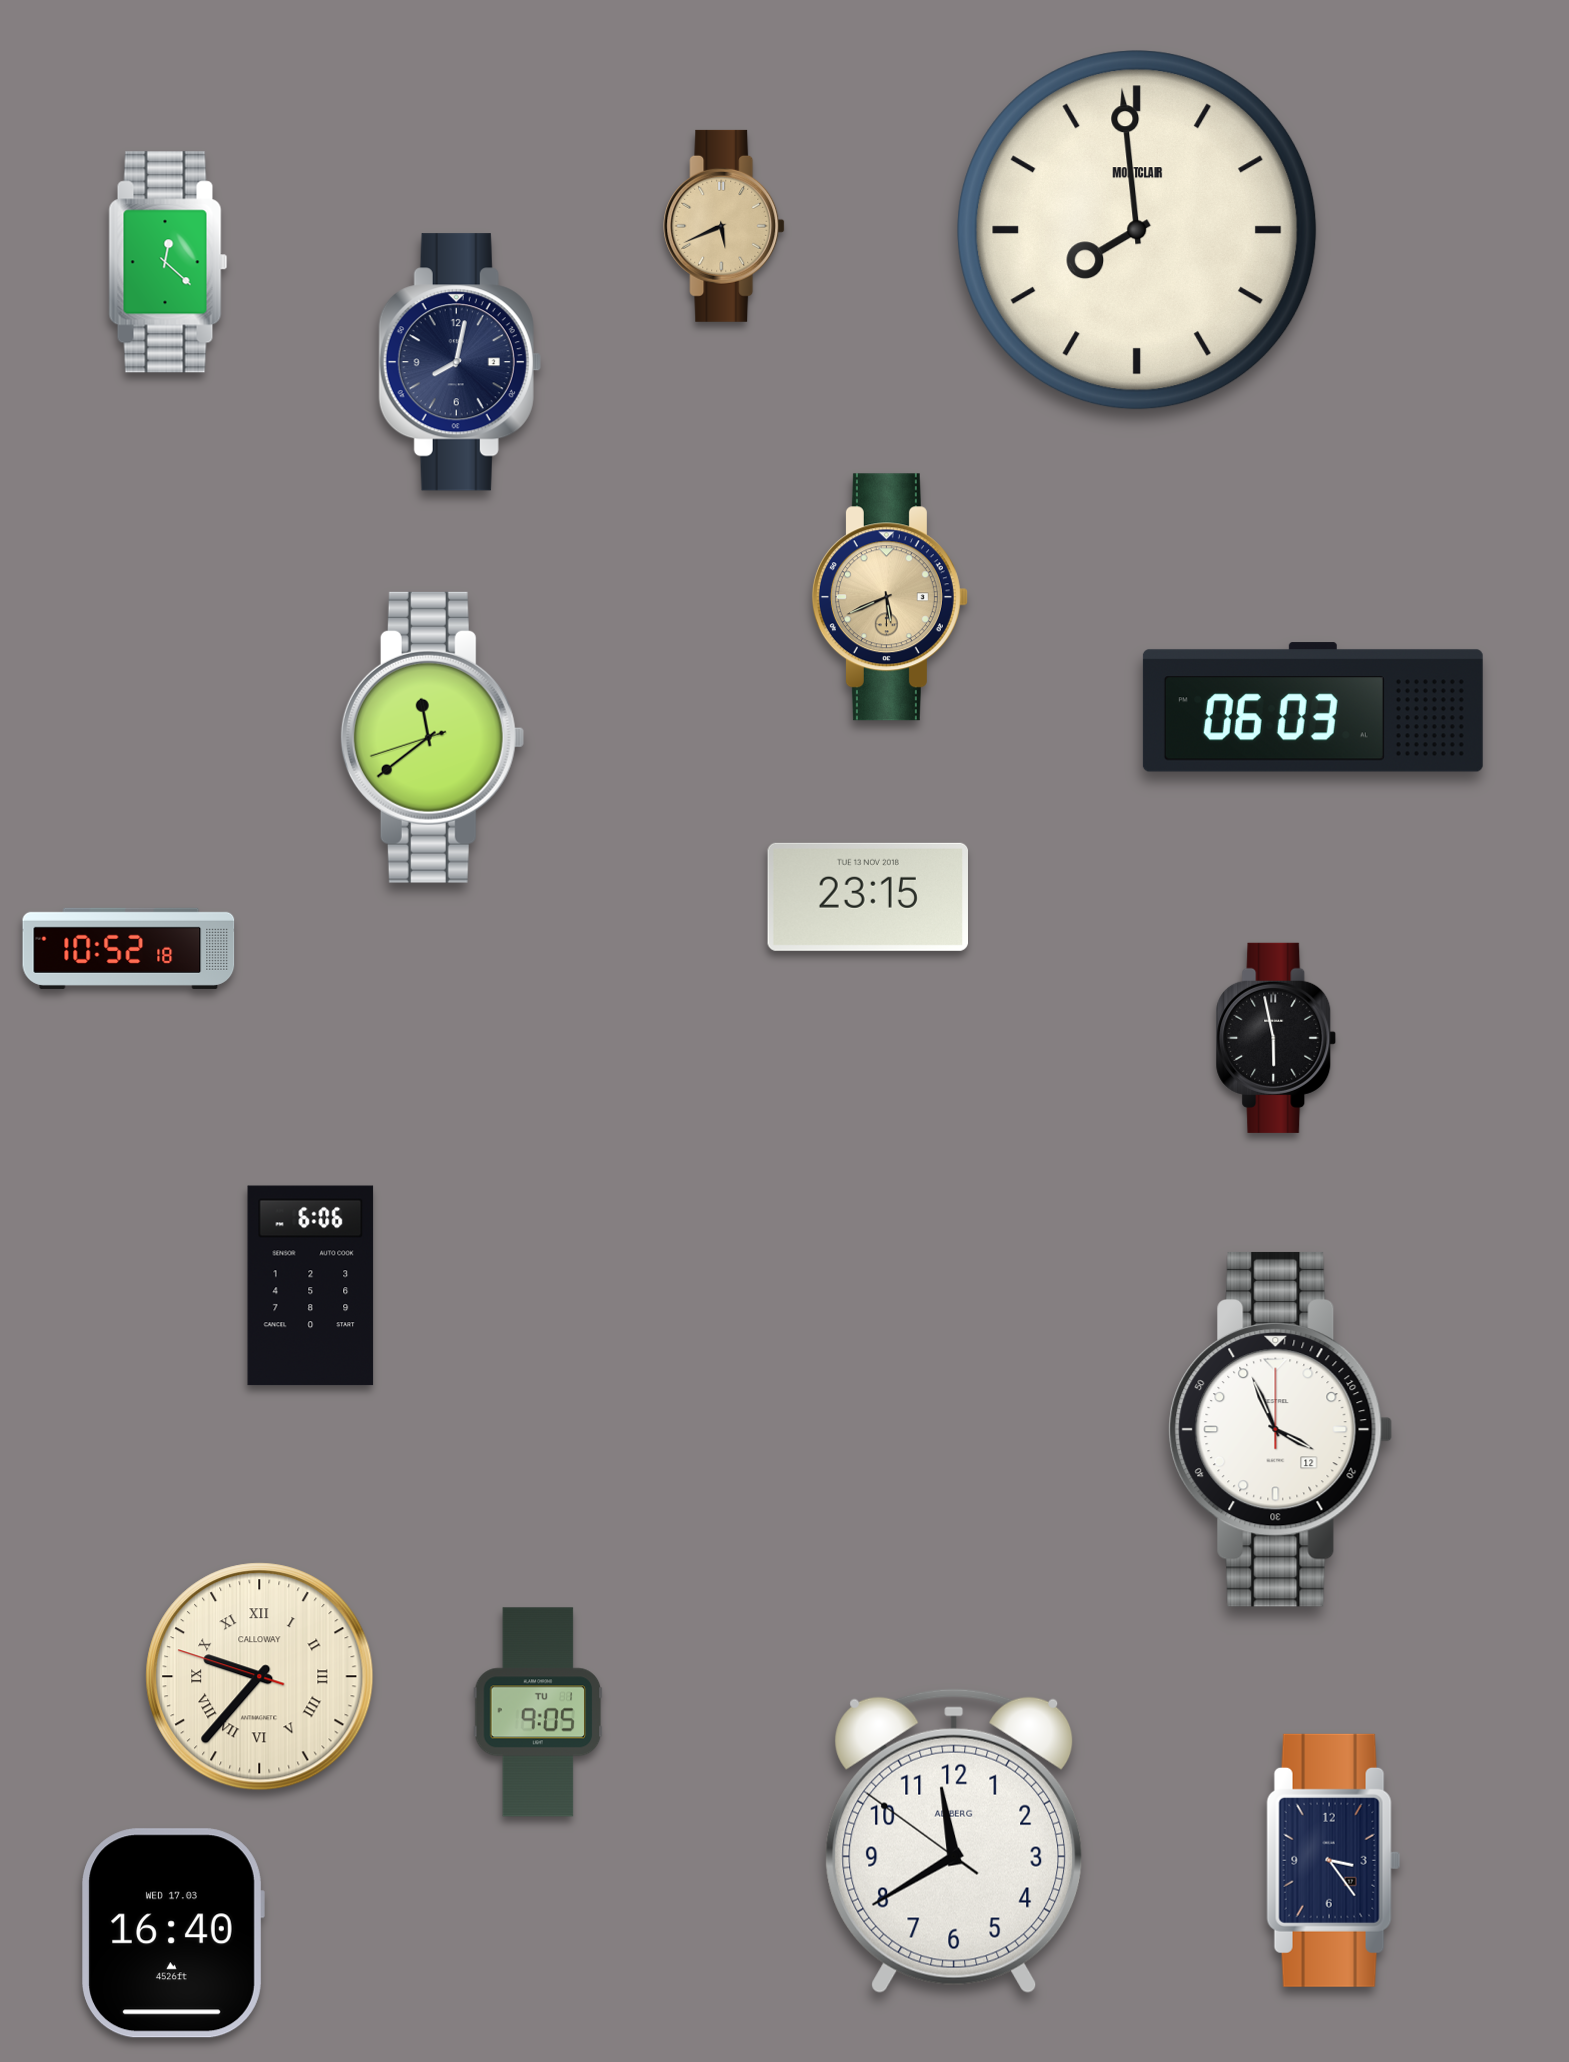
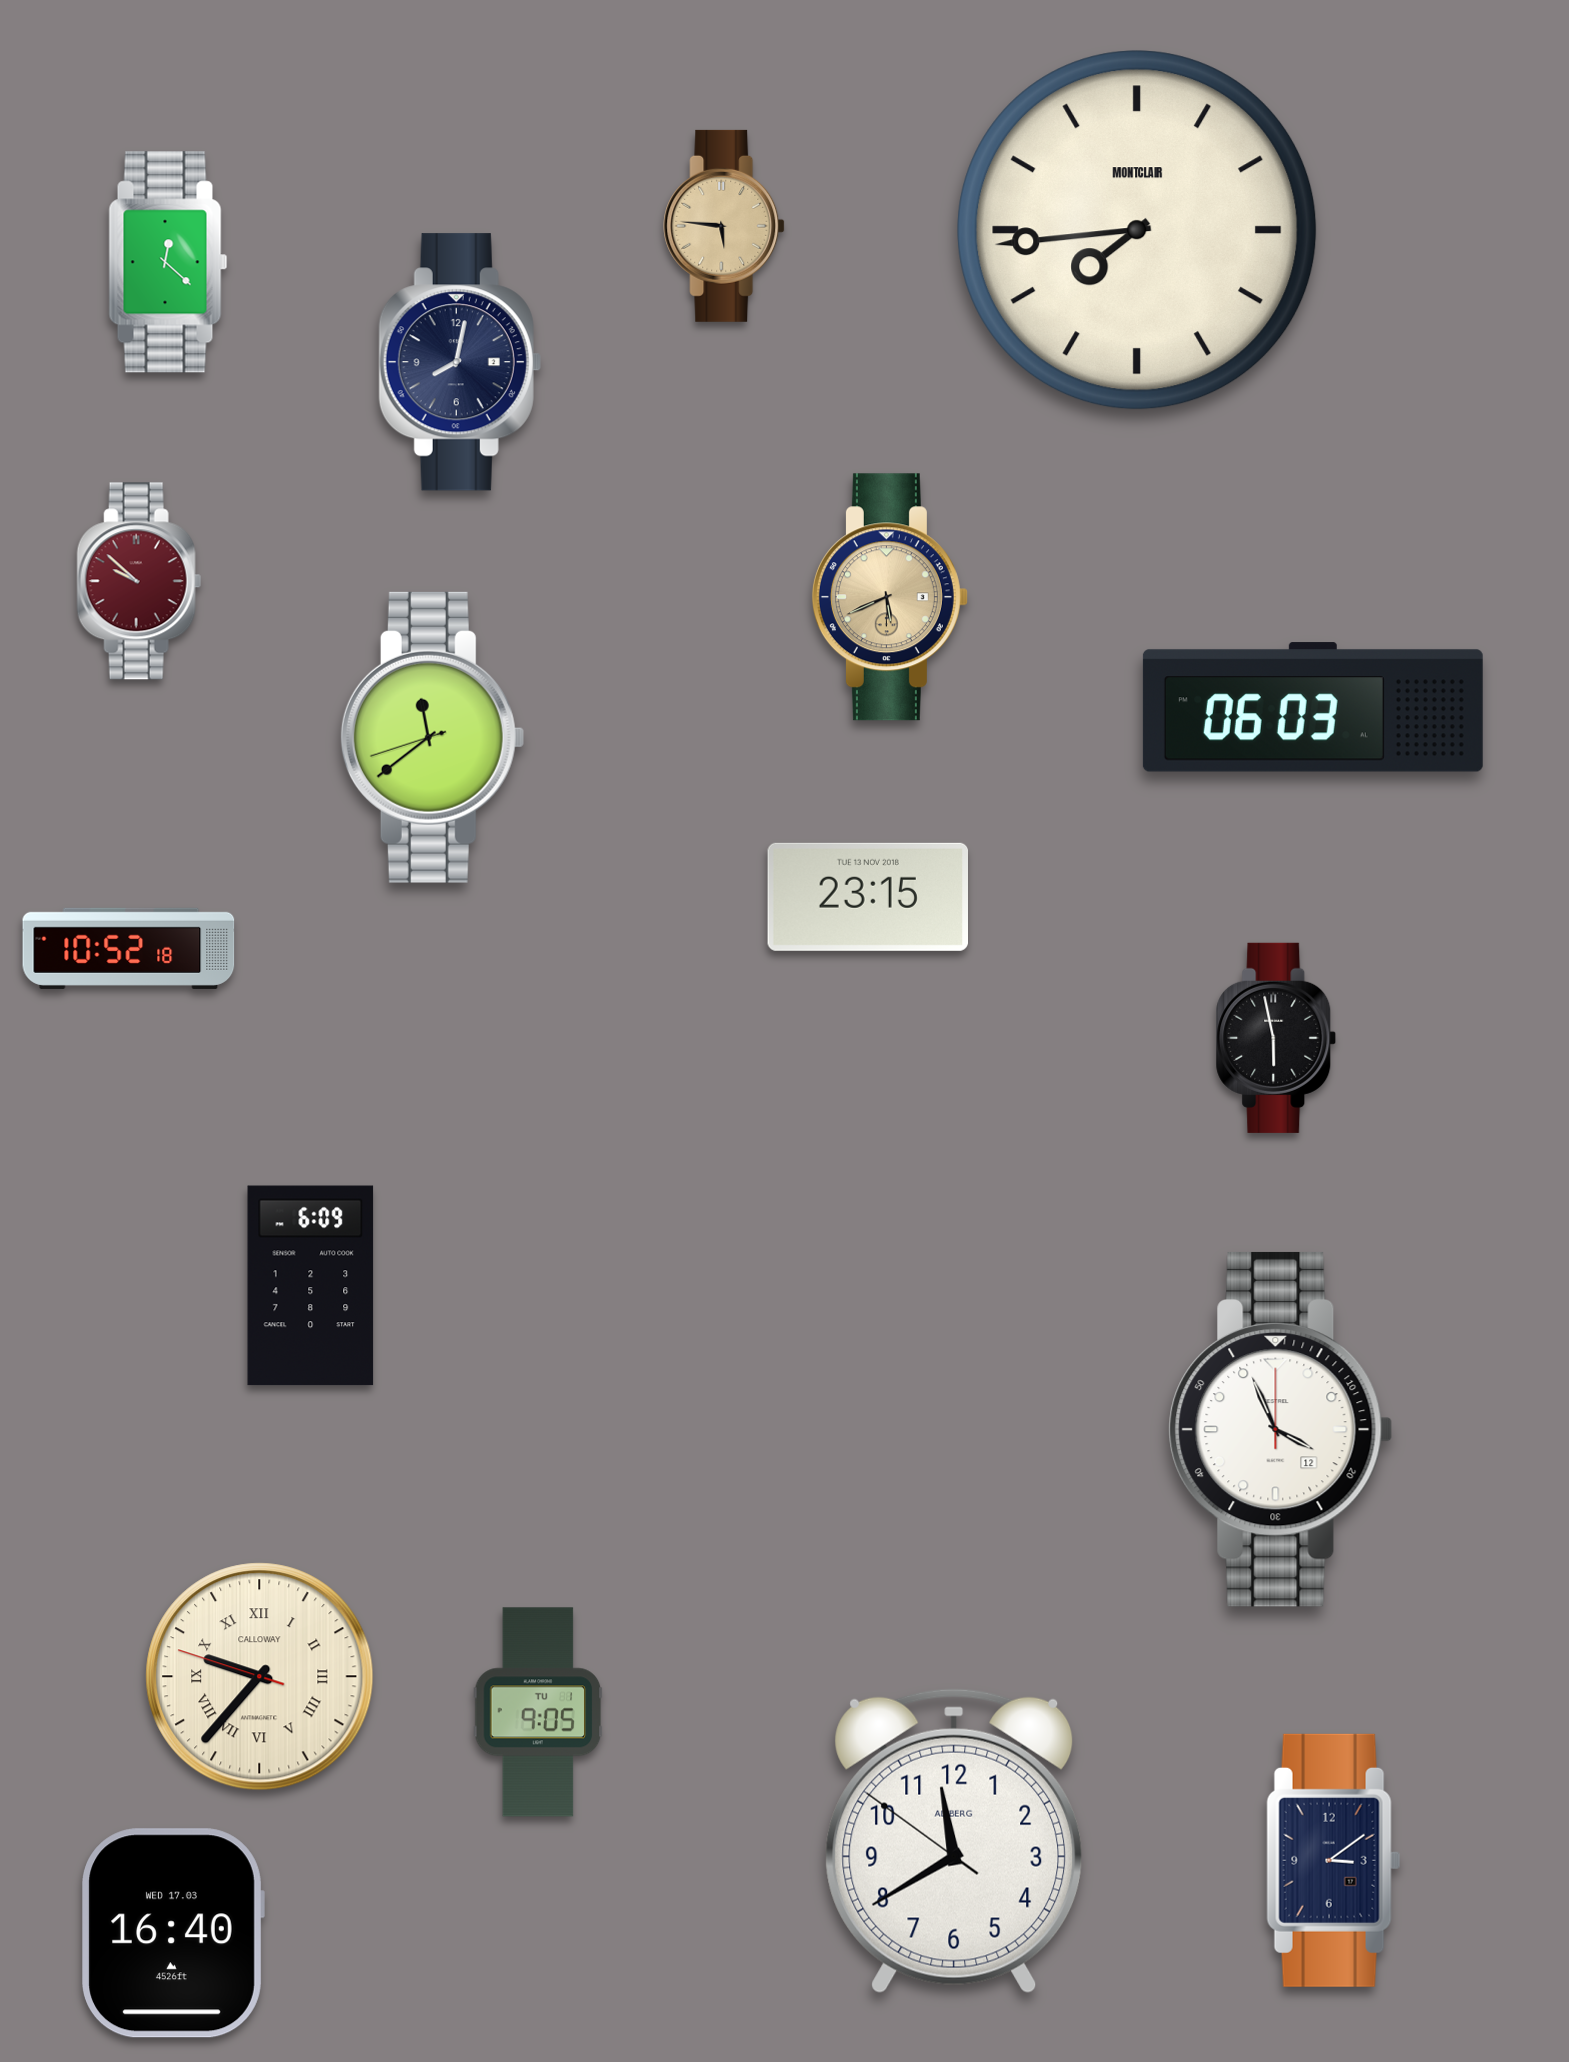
clock at (724, 226): 5:41 -> 5:46
clock at (1137, 230): 7:59 -> 7:44
clock at (139, 581): none -> 9:52
clock at (311, 1286): 6:06 -> 6:09
clock at (1334, 1860): 3:24 -> 3:09
